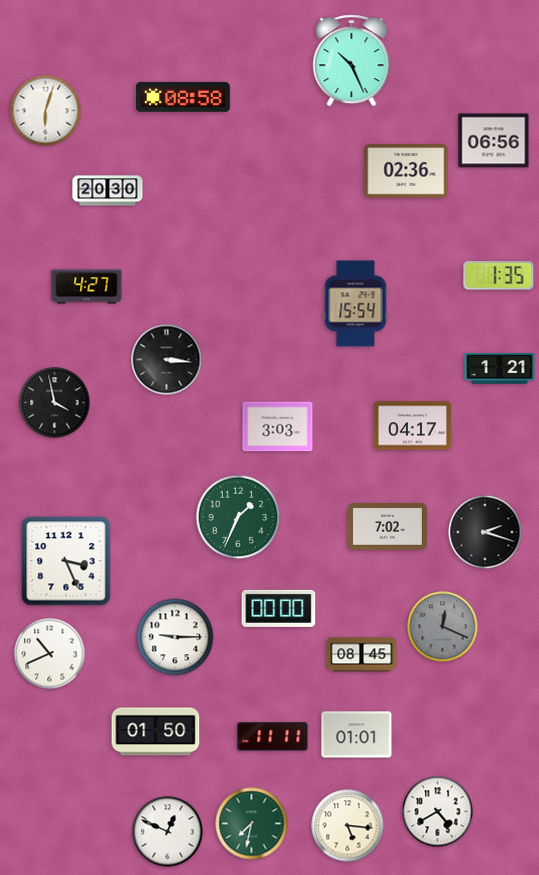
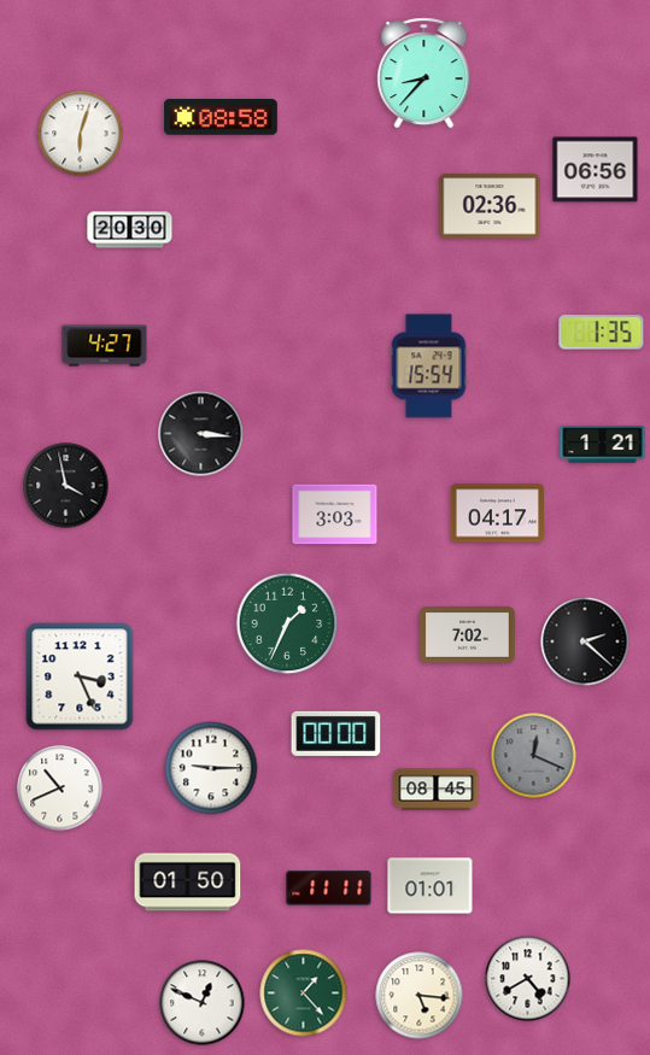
clock at (352, 61): 10:26 -> 8:37
clock at (46, 111) position: (46, 111) -> (81, 134)
clock at (485, 532): 2:18 -> 2:22
clock at (252, 824): 7:32 -> 1:23
